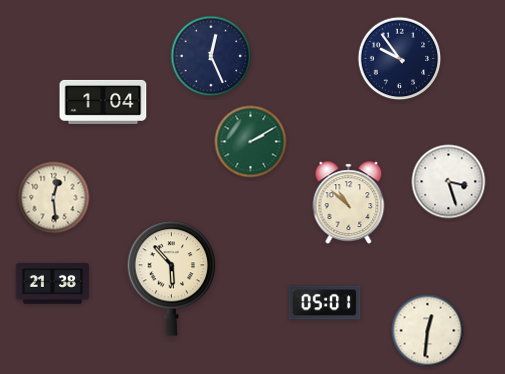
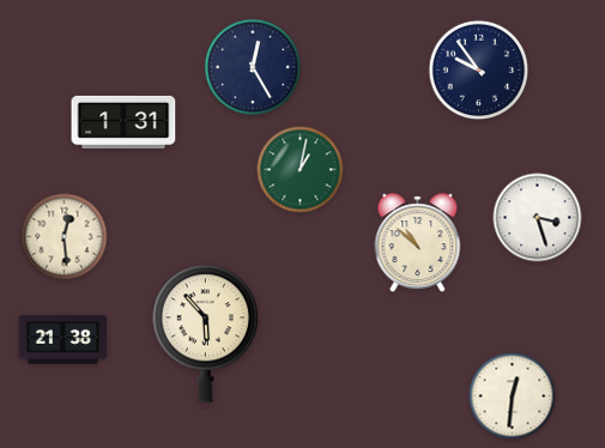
clock at (211, 56): 12:26 -> 12:25
clock at (103, 102): 1:04 -> 1:31
clock at (251, 142): 2:10 -> 1:02
clock at (325, 303): 05:01 -> none
